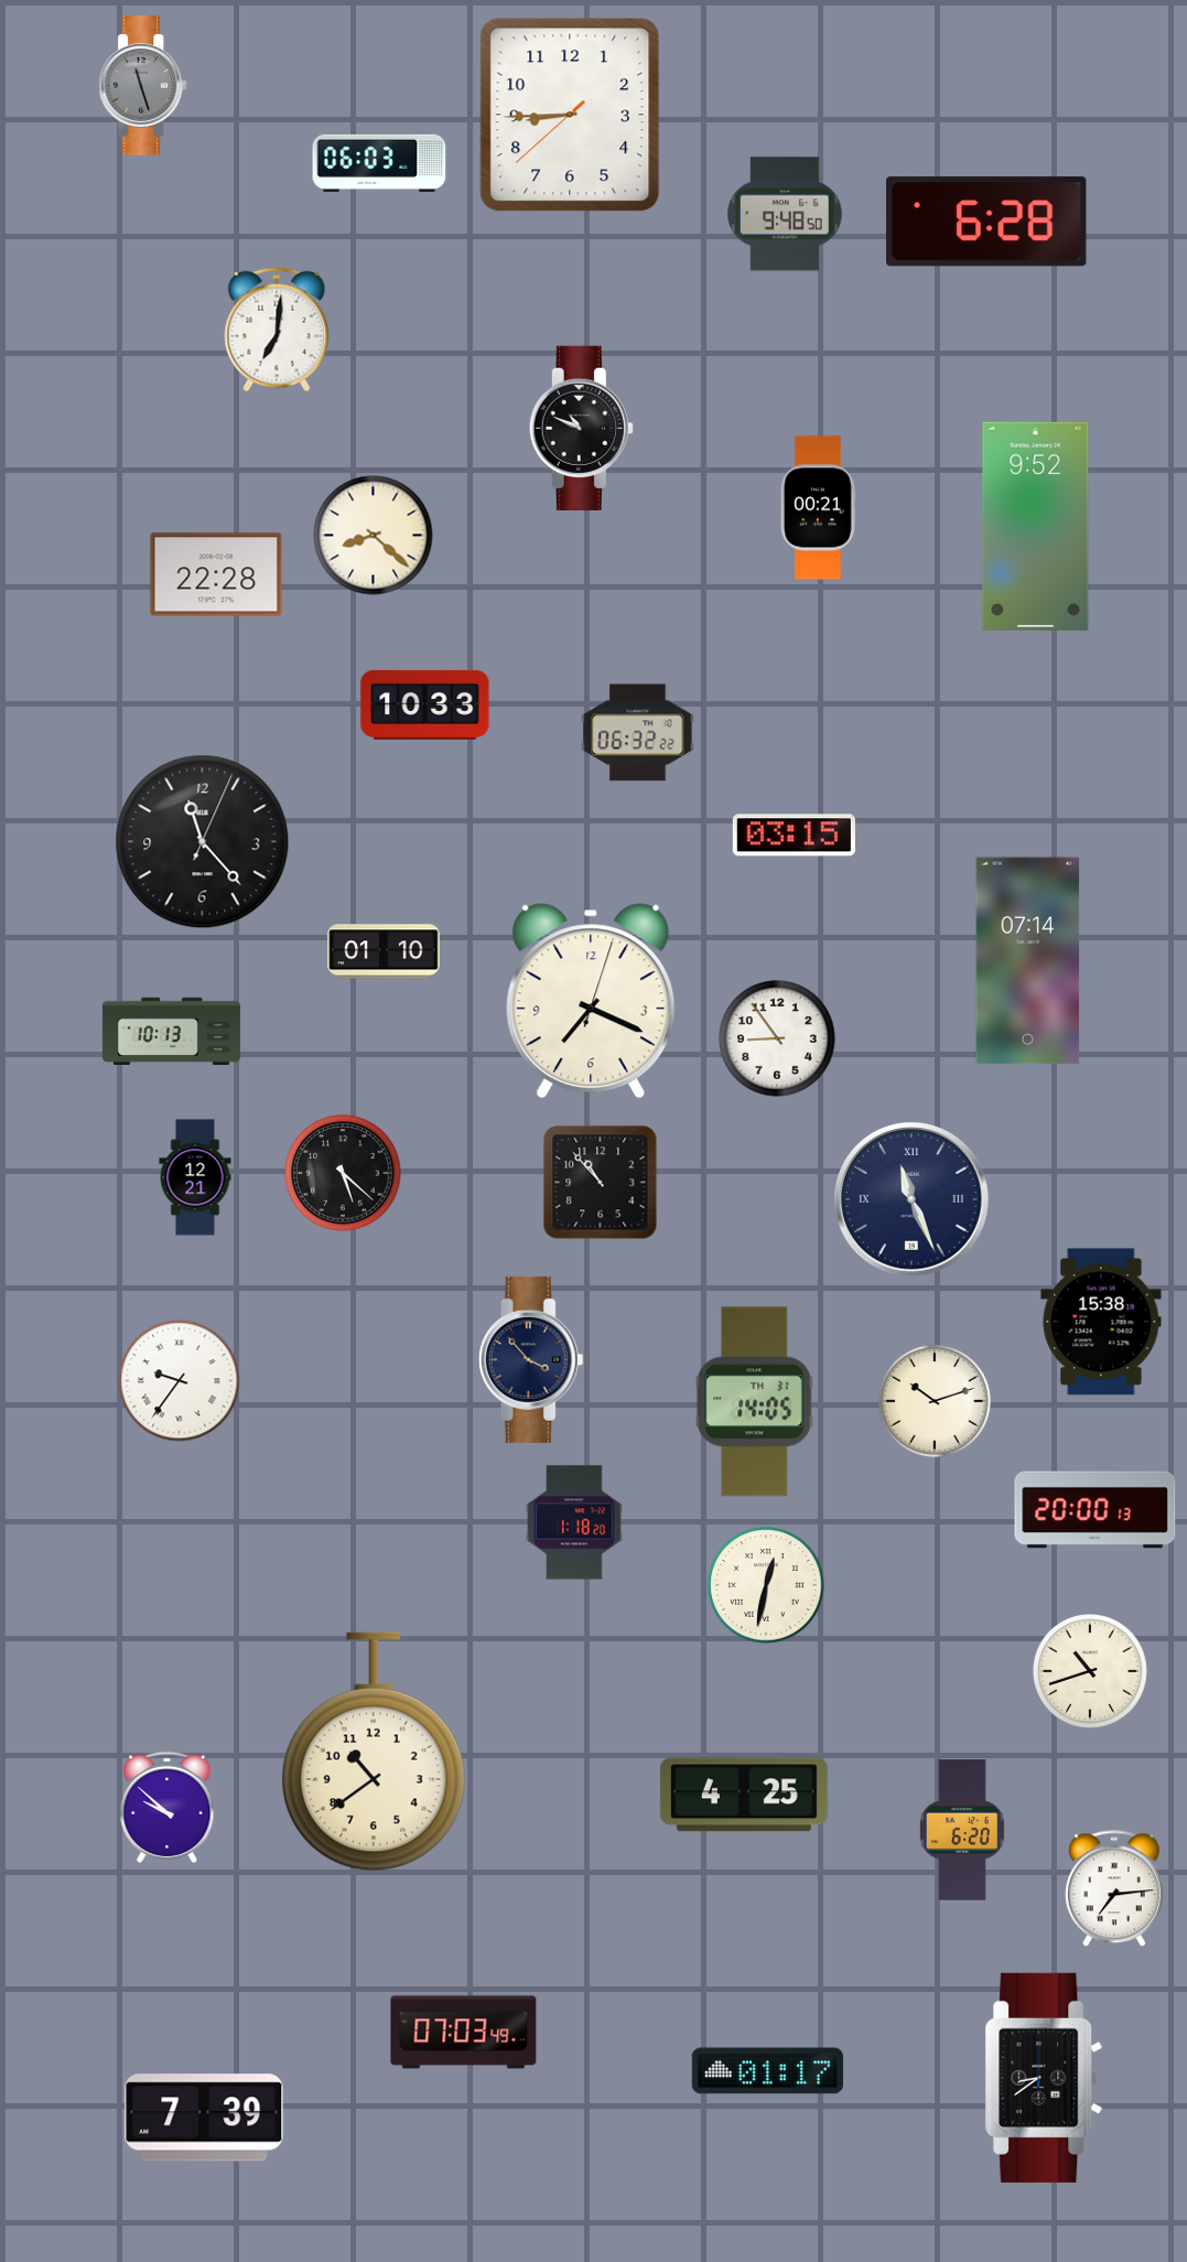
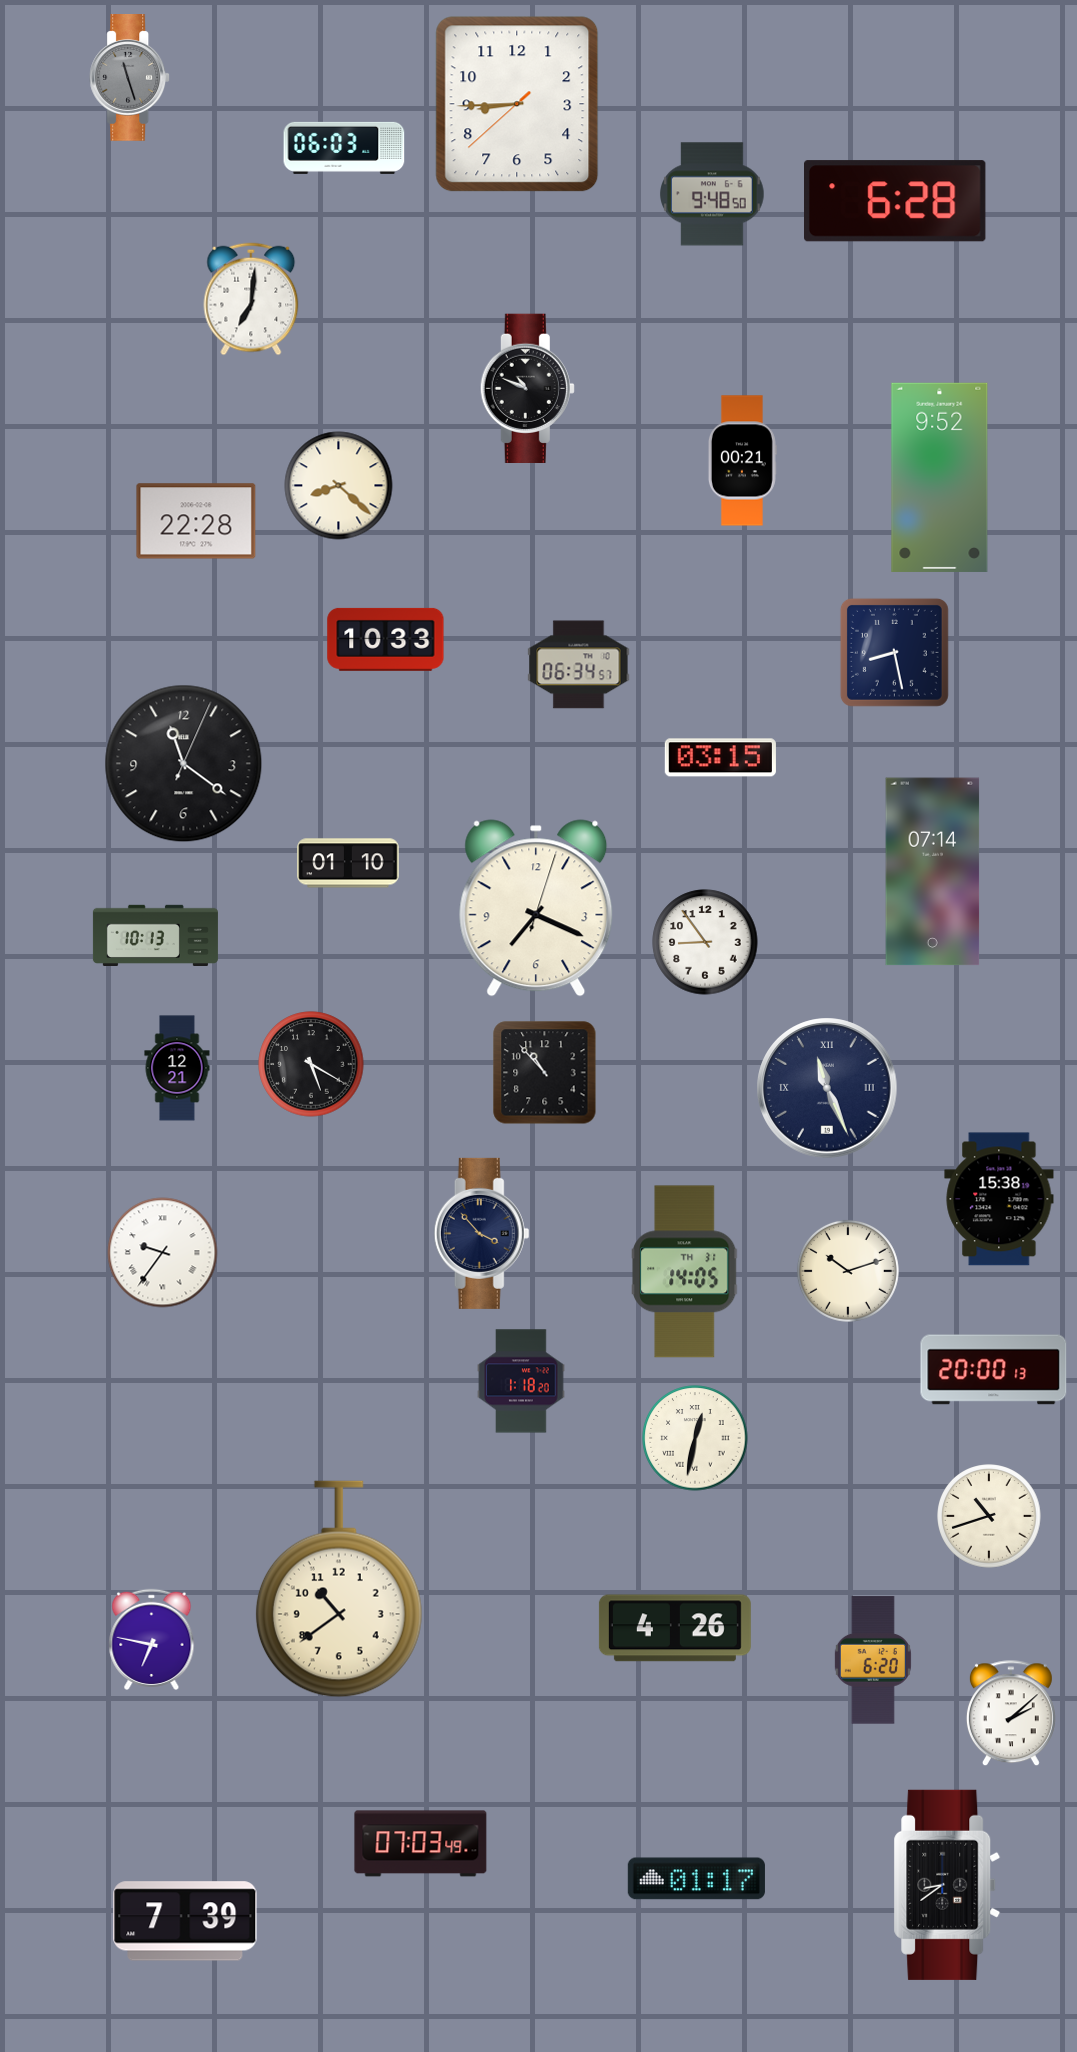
clock at (894, 652): none -> 8:28
clock at (638, 733): 06:32 -> 06:34
clock at (203, 842): 11:23 -> 11:21
clock at (343, 1173): 5:22 -> 5:20
clock at (744, 1795): 4:25 -> 4:26
clock at (168, 1807): 9:52 -> 6:47
clock at (1114, 1889): 7:14 -> 2:08
